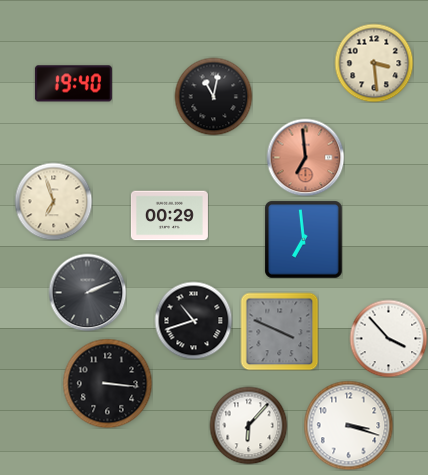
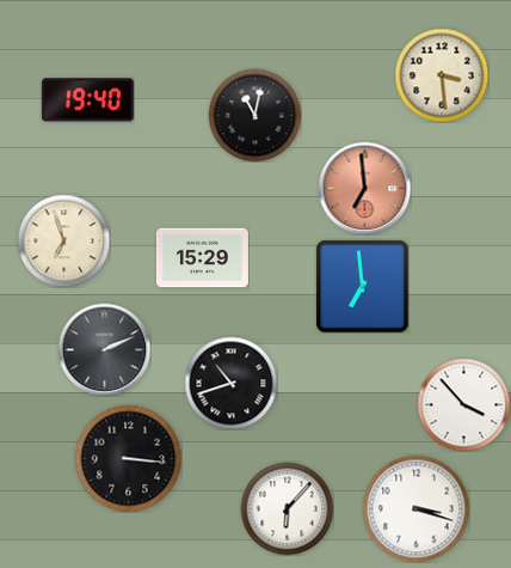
clock at (374, 63) position: (374, 63) -> (442, 75)
clock at (169, 216): 00:29 -> 15:29
clock at (279, 331): 3:49 -> none
clock at (248, 425) position: (248, 425) -> (287, 508)
